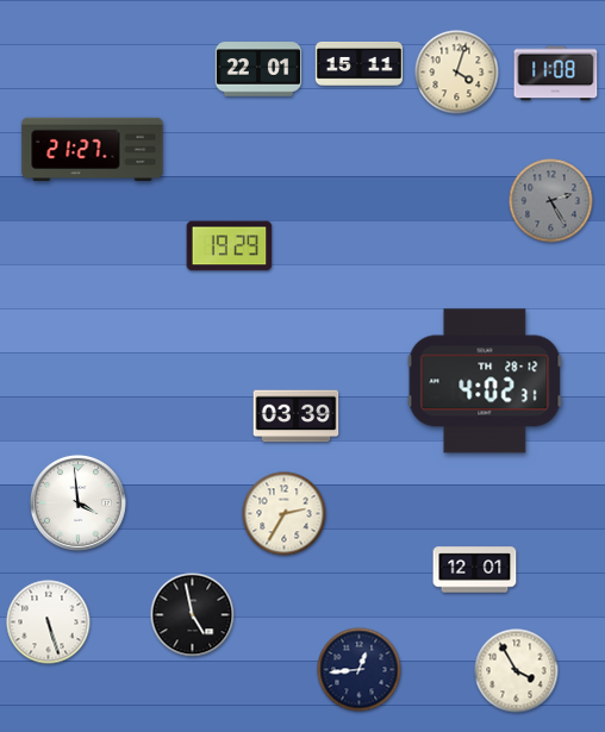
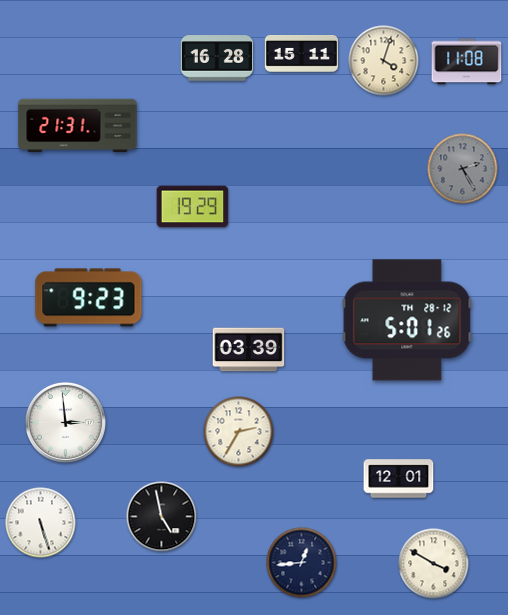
clock at (258, 69): 22:01 -> 16:28
clock at (93, 150): 21:27 -> 21:31
clock at (89, 298): none -> 9:23
clock at (485, 381): 4:02 -> 5:01
clock at (77, 502): 3:59 -> 2:59
clock at (517, 671): 3:55 -> 3:50
